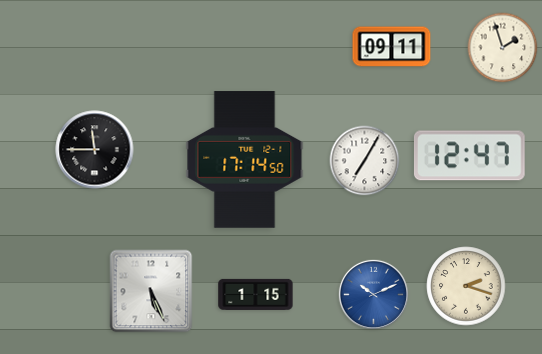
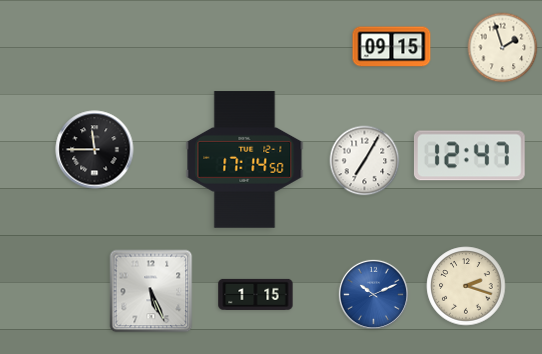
clock at (392, 47): 09:11 -> 09:15
